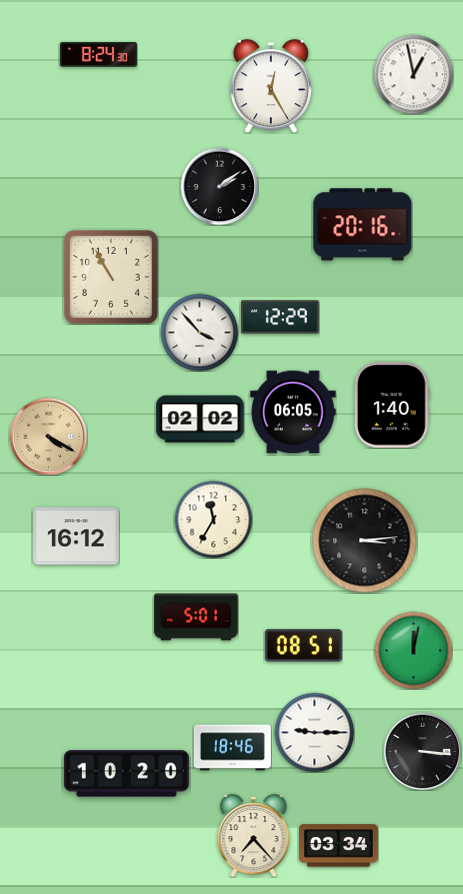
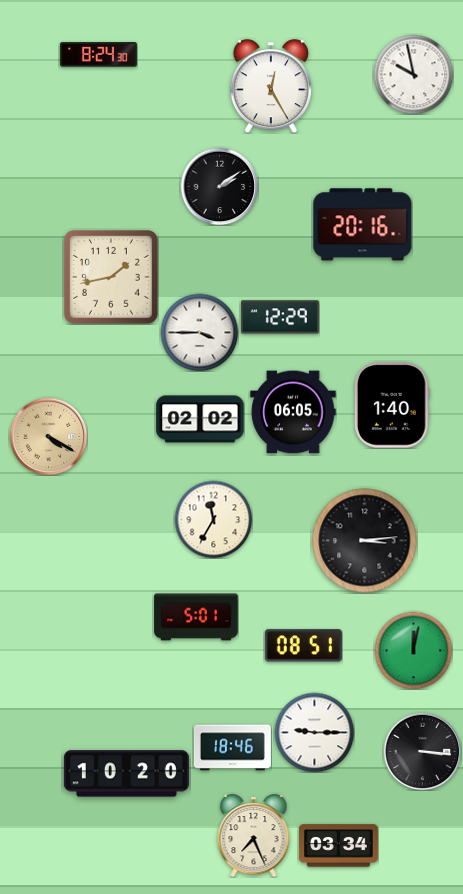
clock at (413, 74): 12:58 -> 9:58
clock at (112, 278): 10:55 -> 1:43
clock at (199, 332): 3:53 -> 3:45
clock at (76, 536): 16:12 -> none
clock at (254, 836): 7:23 -> 7:26
